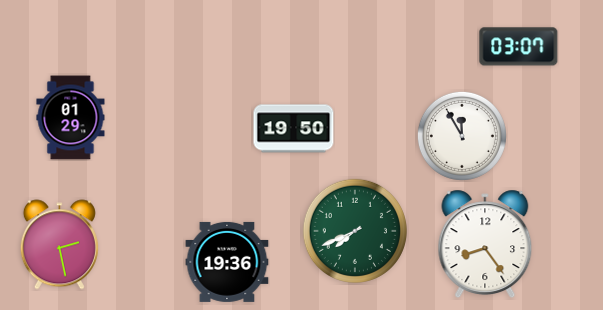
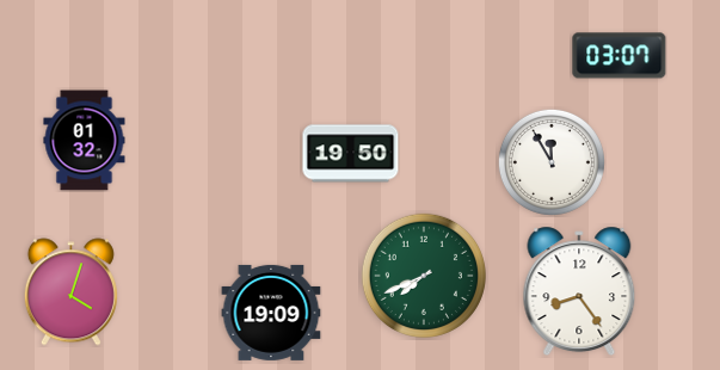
clock at (71, 118): 01:29 -> 01:32
clock at (59, 245): 2:28 -> 4:03
clock at (227, 262): 19:36 -> 19:09
